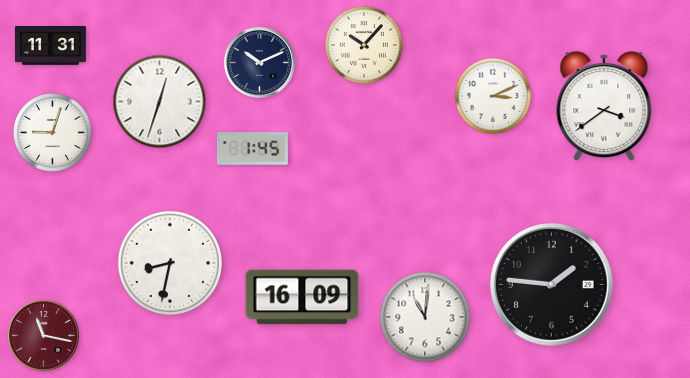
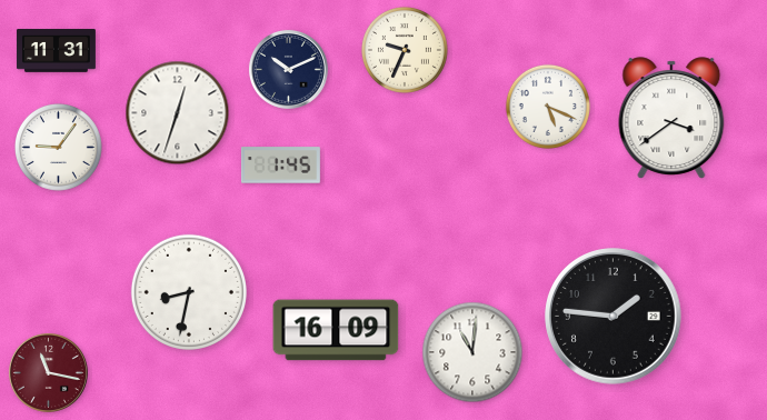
clock at (364, 45): 10:07 -> 9:34
clock at (493, 96): 3:11 -> 5:19
clock at (53, 133): 9:03 -> 9:06
